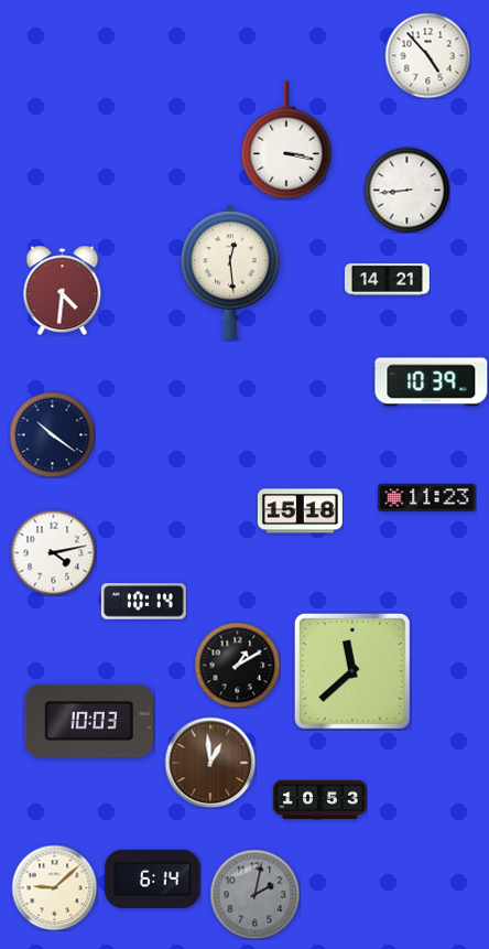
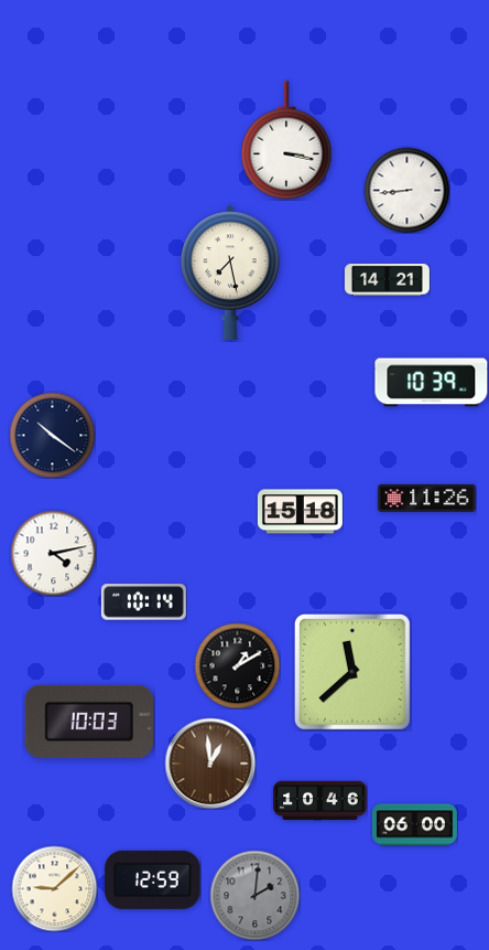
clock at (427, 55): 4:53 -> none
clock at (230, 272): 12:29 -> 7:28
clock at (63, 290): 4:31 -> none
clock at (427, 497): 11:23 -> 11:26
clock at (320, 800): 10:53 -> 10:46
clock at (414, 825): none -> 06:00
clock at (153, 878): 6:14 -> 12:59
clock at (254, 894): 2:02 -> 2:01
